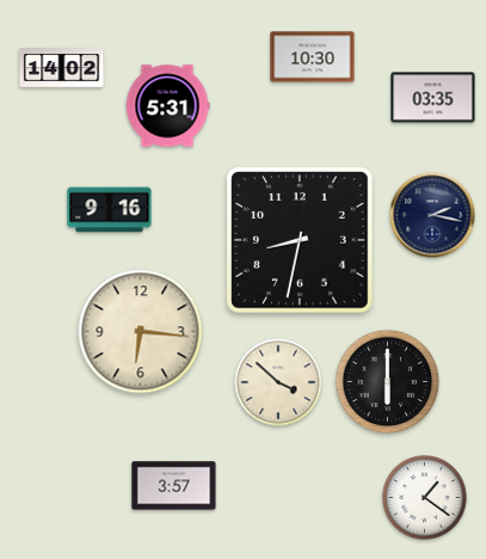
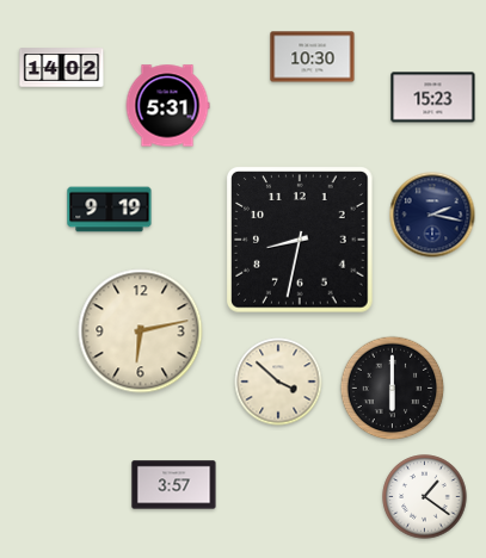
clock at (433, 98): 03:35 -> 15:23
clock at (110, 210): 9:16 -> 9:19
clock at (141, 332): 6:16 -> 6:13
clock at (388, 382) position: (388, 382) -> (393, 389)
